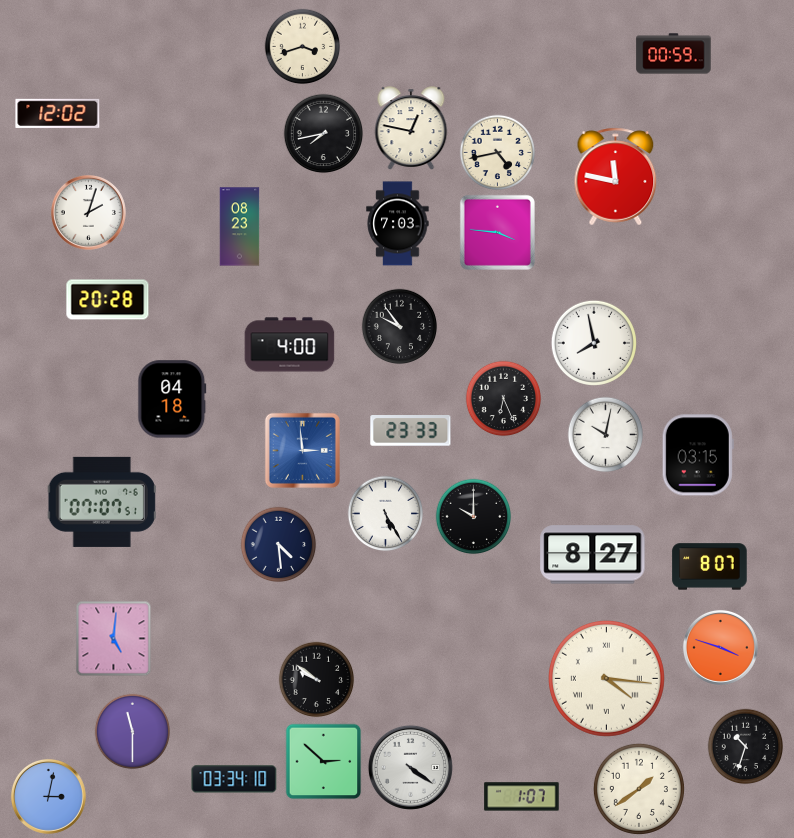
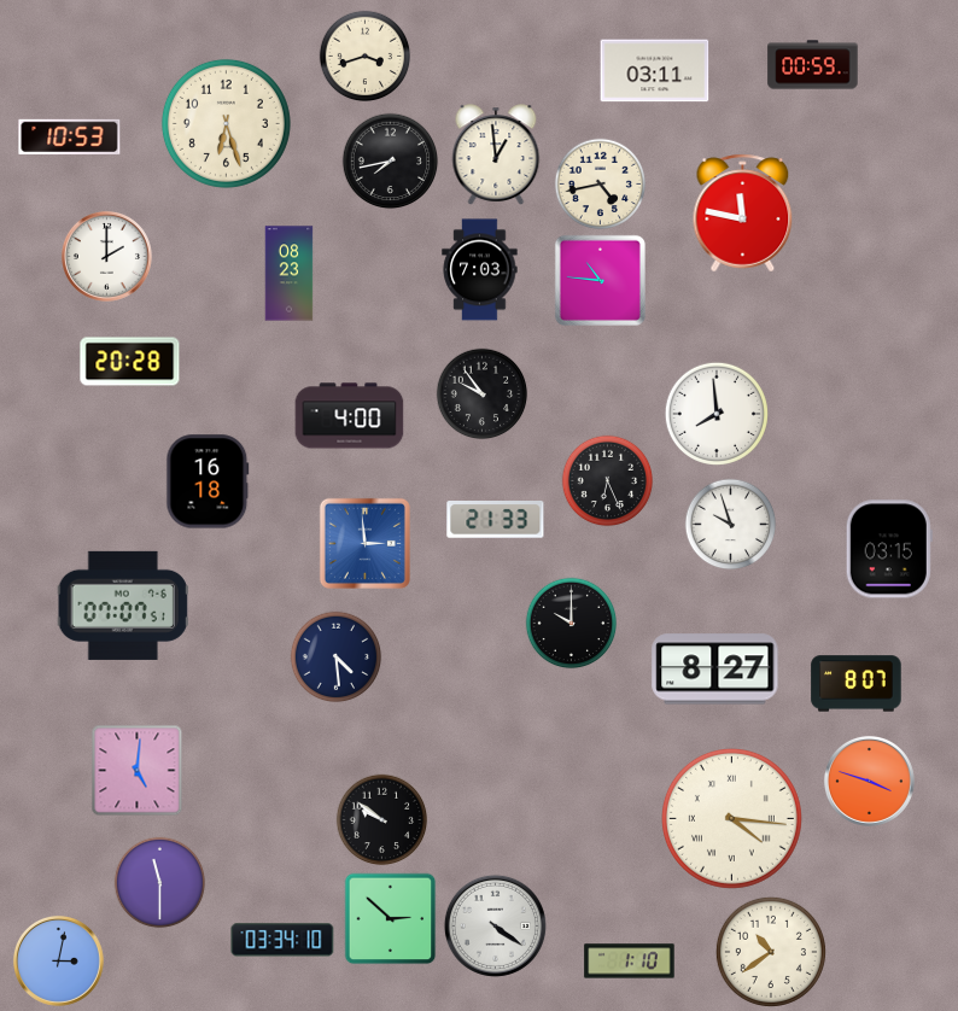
clock at (655, 71): none -> 03:11
clock at (226, 123): none -> 6:27
clock at (58, 113): 12:02 -> 10:53
clock at (411, 128): 12:47 -> 12:59
clock at (88, 212): 2:03 -> 2:00
clock at (497, 232): 3:46 -> 10:46
clock at (594, 343): 7:58 -> 7:59
clock at (172, 399): 04:18 -> 16:18
clock at (411, 431): 23:33 -> 21:33
clock at (606, 435): 10:02 -> 9:57
clock at (698, 455) position: (698, 455) -> (889, 549)
clock at (386, 514): 5:25 -> none
clock at (746, 747): 10:33 -> none
clock at (639, 789): 1:39 -> 10:39
clock at (522, 797): 1:07 -> 1:10
